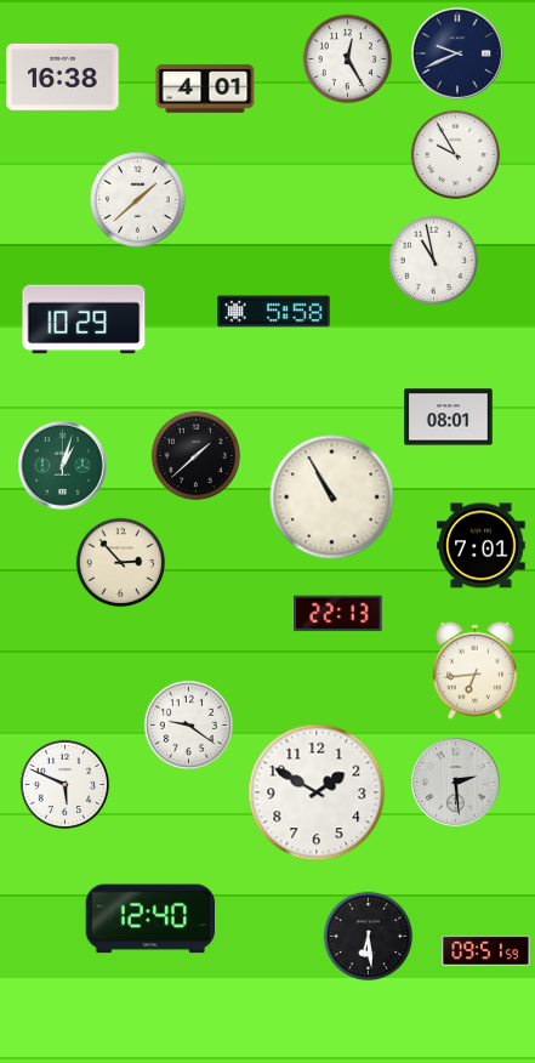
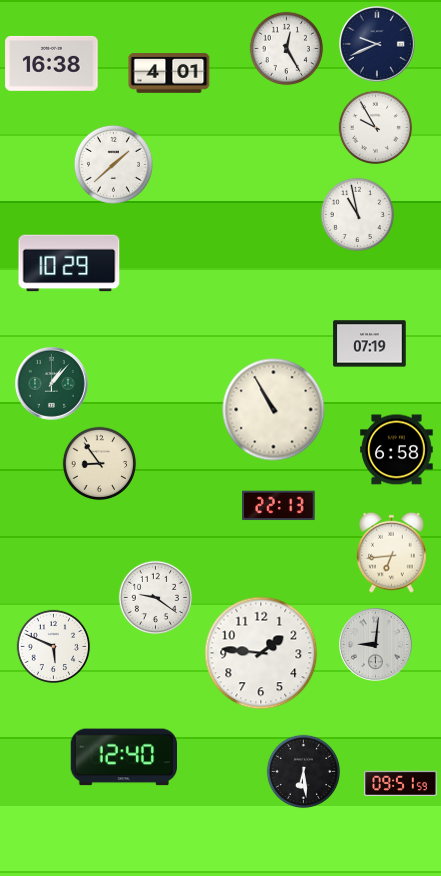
clock at (274, 312): 5:58 -> none
clock at (449, 417): 08:01 -> 07:19
clock at (197, 456): 1:38 -> none
clock at (63, 466): 1:03 -> 1:07
clock at (482, 546): 7:01 -> 6:58
clock at (121, 563): 2:53 -> 8:54
clock at (456, 783): 2:29 -> 9:01
clock at (317, 792): 1:50 -> 1:46
